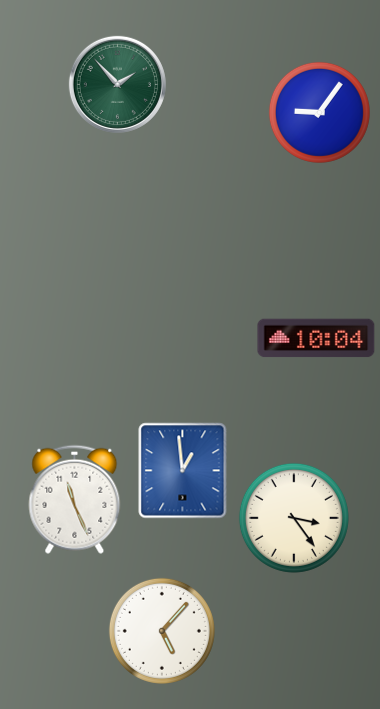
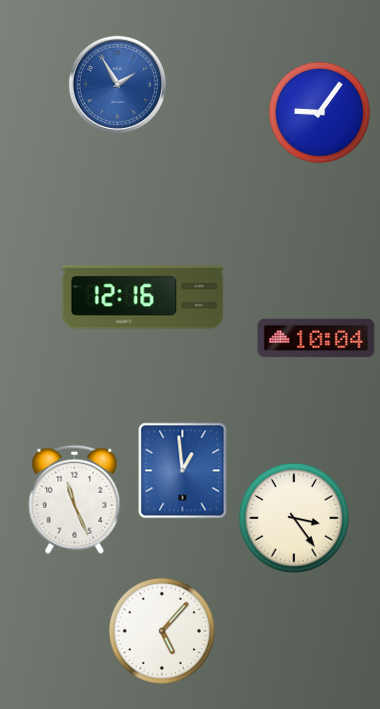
clock at (117, 84): 1:53 -> 1:55
clock at (117, 84) dial: green -> blue
clock at (143, 297): none -> 12:16
